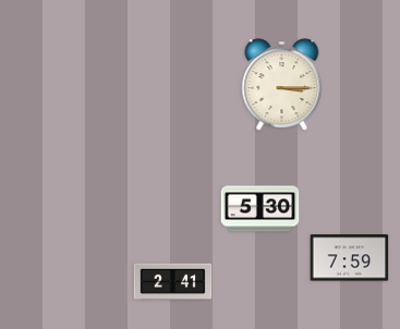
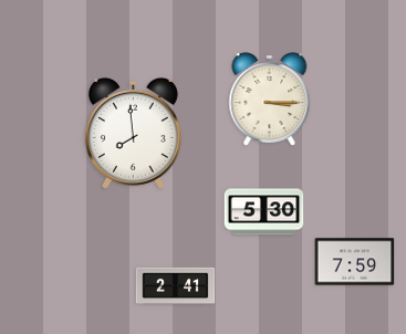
clock at (282, 85) position: (282, 85) -> (270, 100)
clock at (133, 133): none -> 7:59
